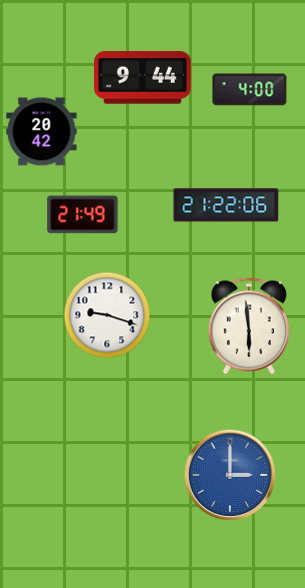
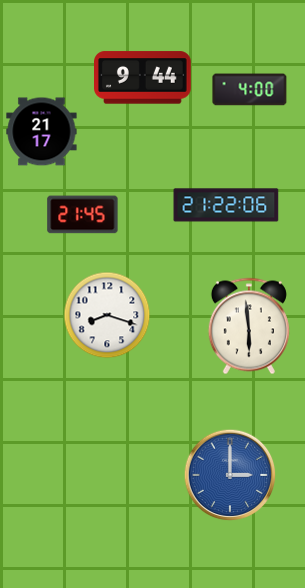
clock at (42, 132): 20:42 -> 21:17
clock at (83, 215): 21:49 -> 21:45
clock at (107, 315): 9:18 -> 8:18
